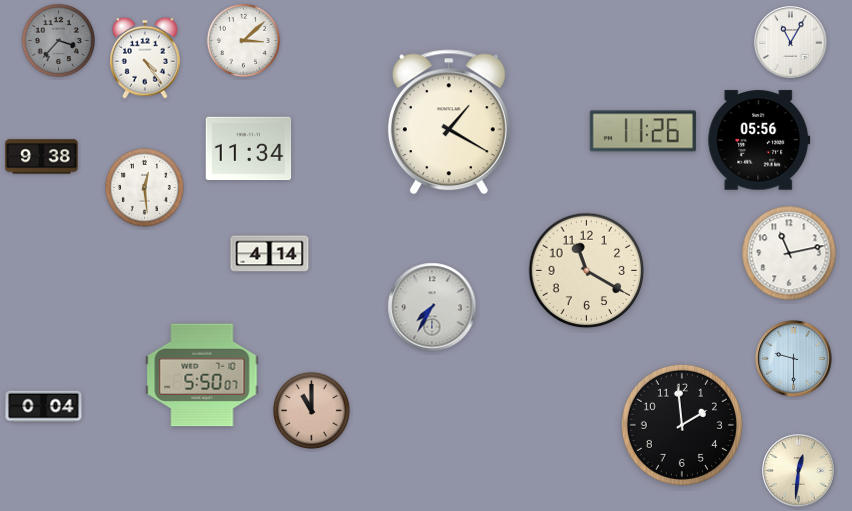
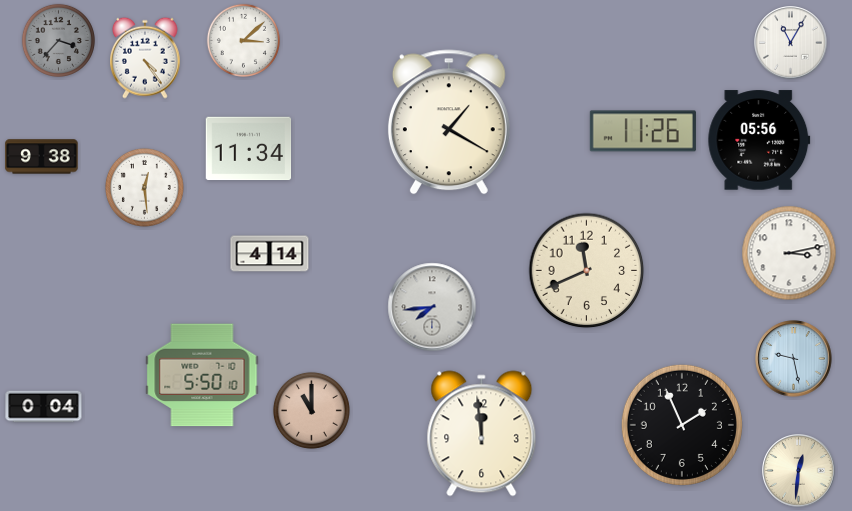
clock at (789, 253): 11:13 -> 3:13
clock at (587, 271): 11:20 -> 11:41
clock at (432, 307): 7:35 -> 7:44
clock at (794, 359): 9:30 -> 9:28
clock at (202, 375): 5:50:07 -> 5:50:10
clock at (682, 425): 1:59 -> 1:56
clock at (482, 434): none -> 11:59
